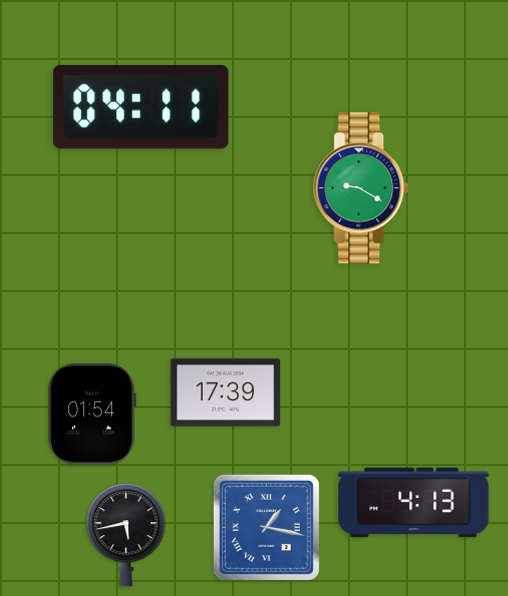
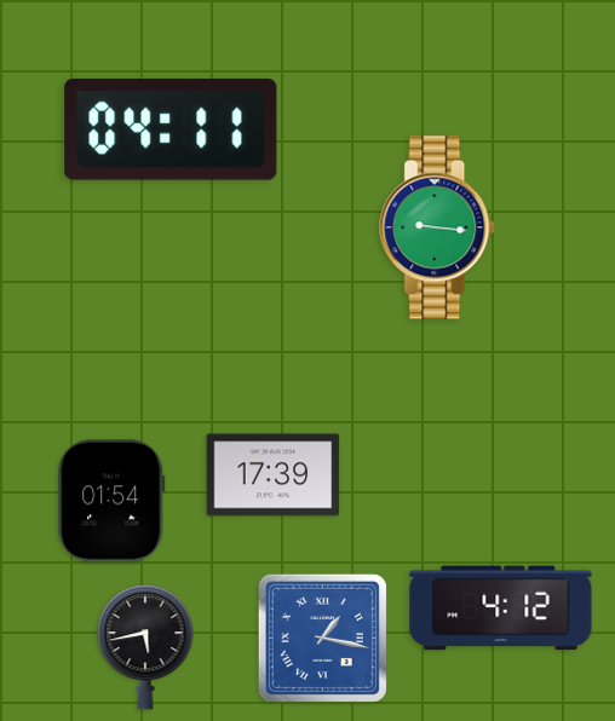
clock at (362, 188): 9:20 -> 9:16
clock at (414, 503): 4:13 -> 4:12
clock at (126, 535) position: (126, 535) -> (145, 647)
